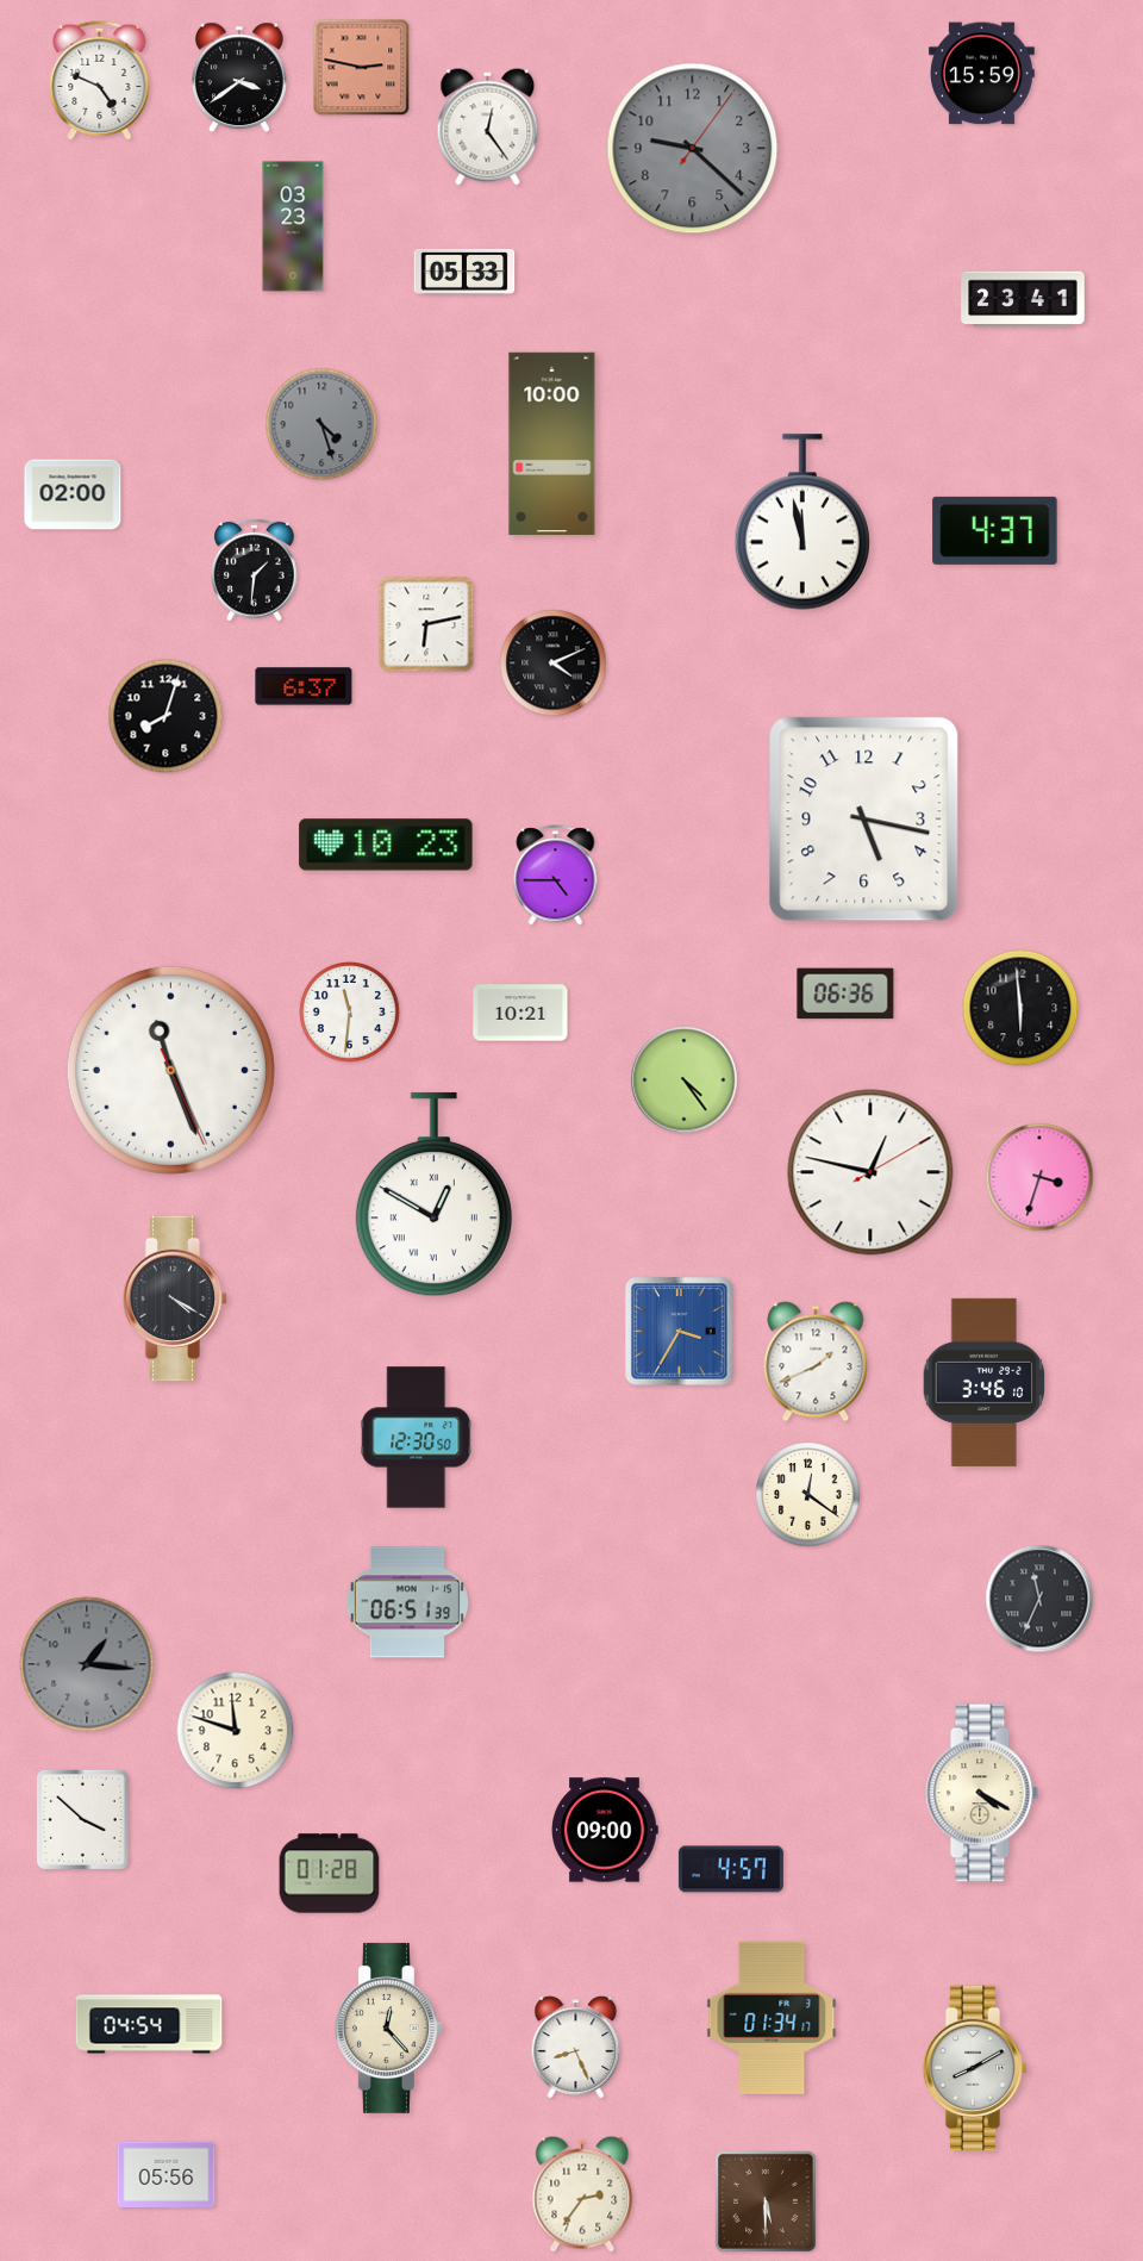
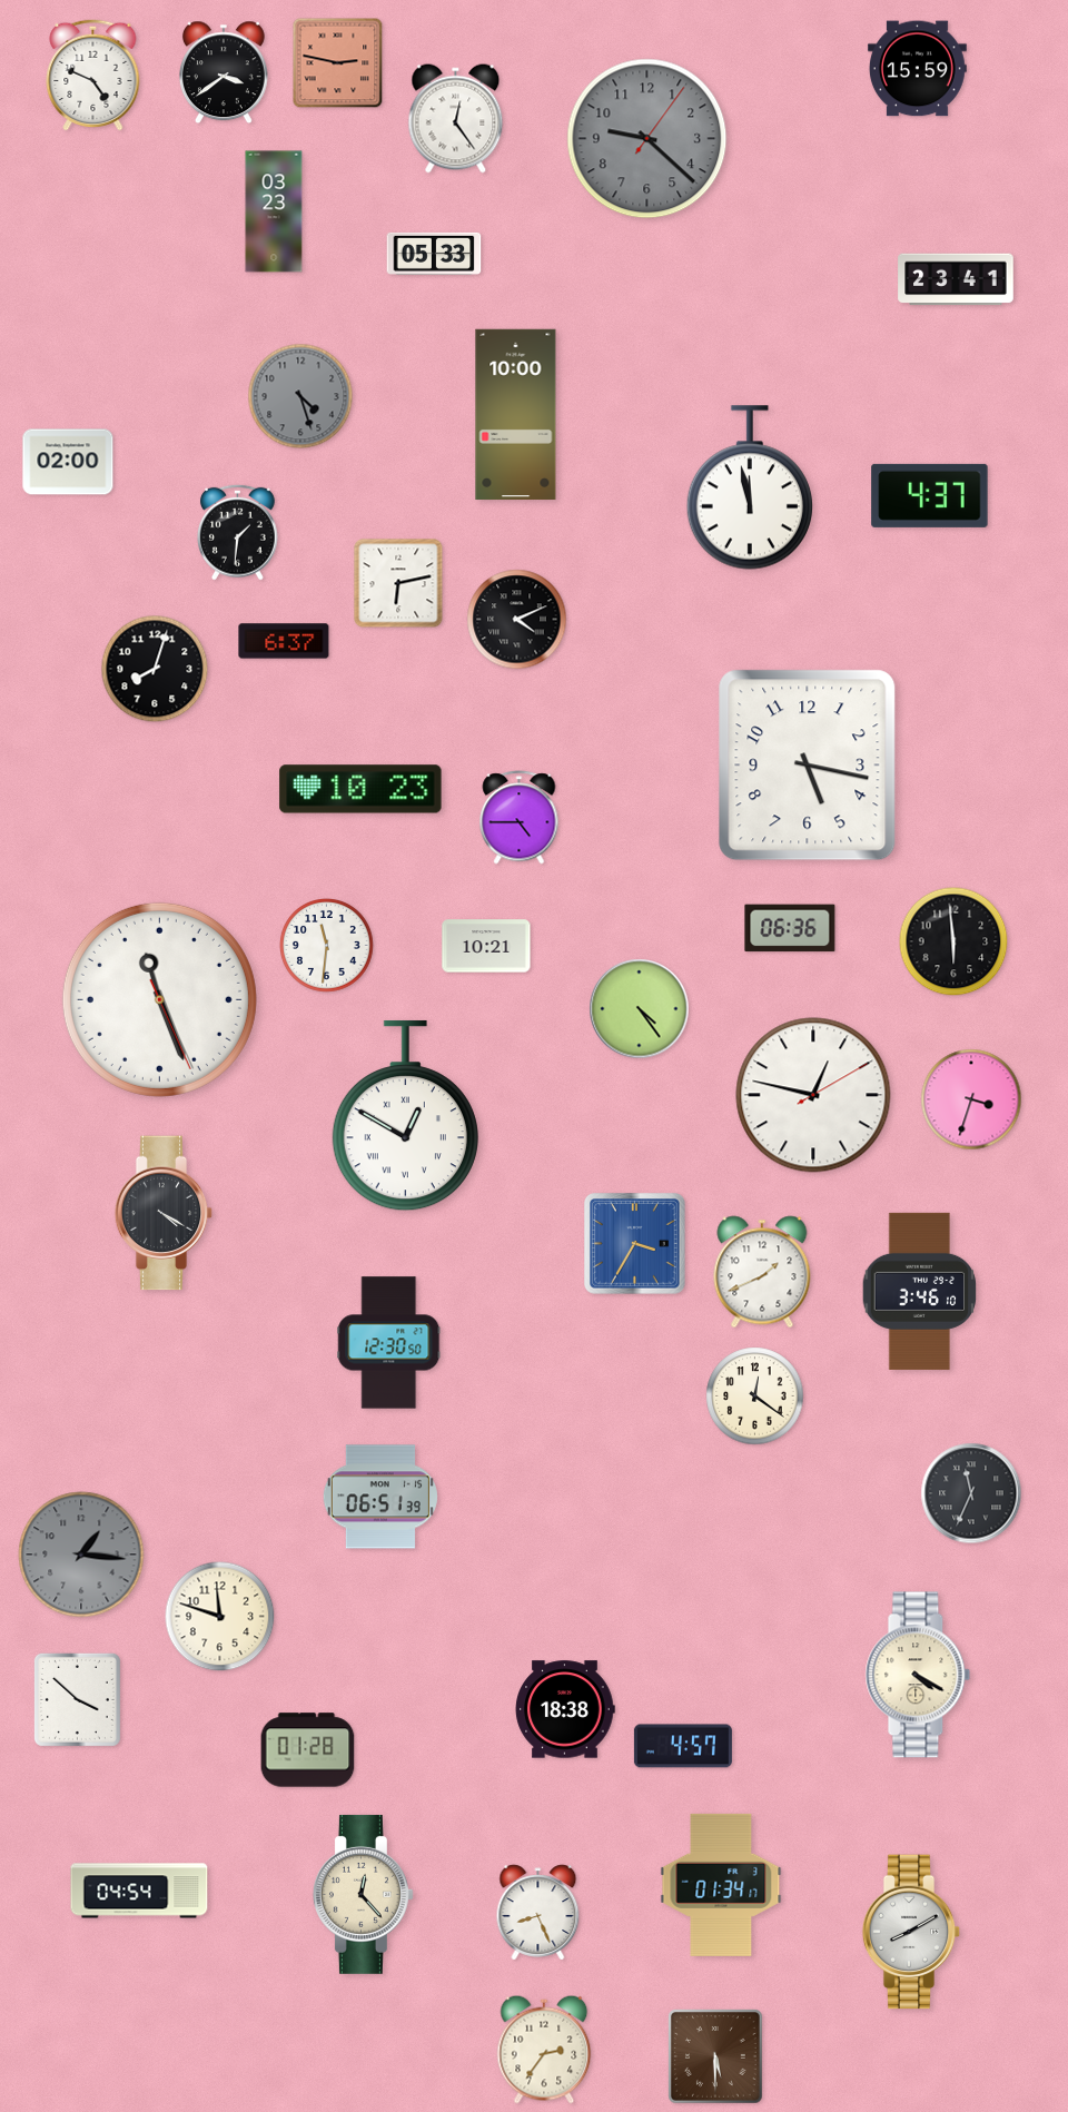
clock at (605, 1830): 09:00 -> 18:38
clock at (167, 2174): 05:56 -> none
